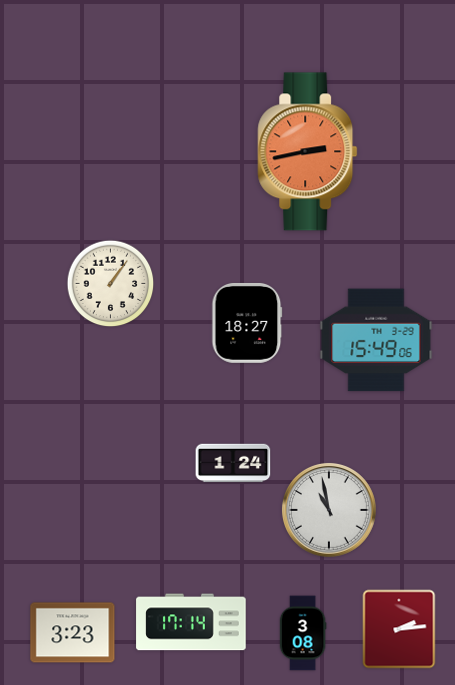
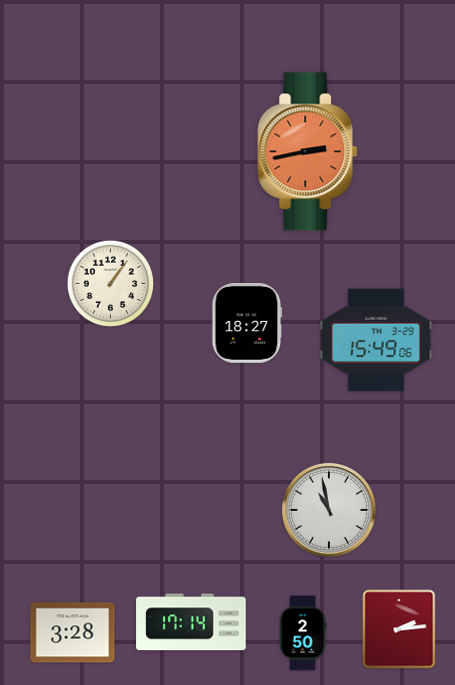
clock at (233, 463): 1:24 -> none
clock at (73, 633): 3:23 -> 3:28
clock at (303, 633): 3:08 -> 2:50
